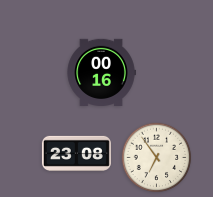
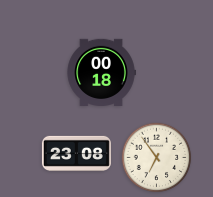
clock at (101, 72): 00:16 -> 00:18
